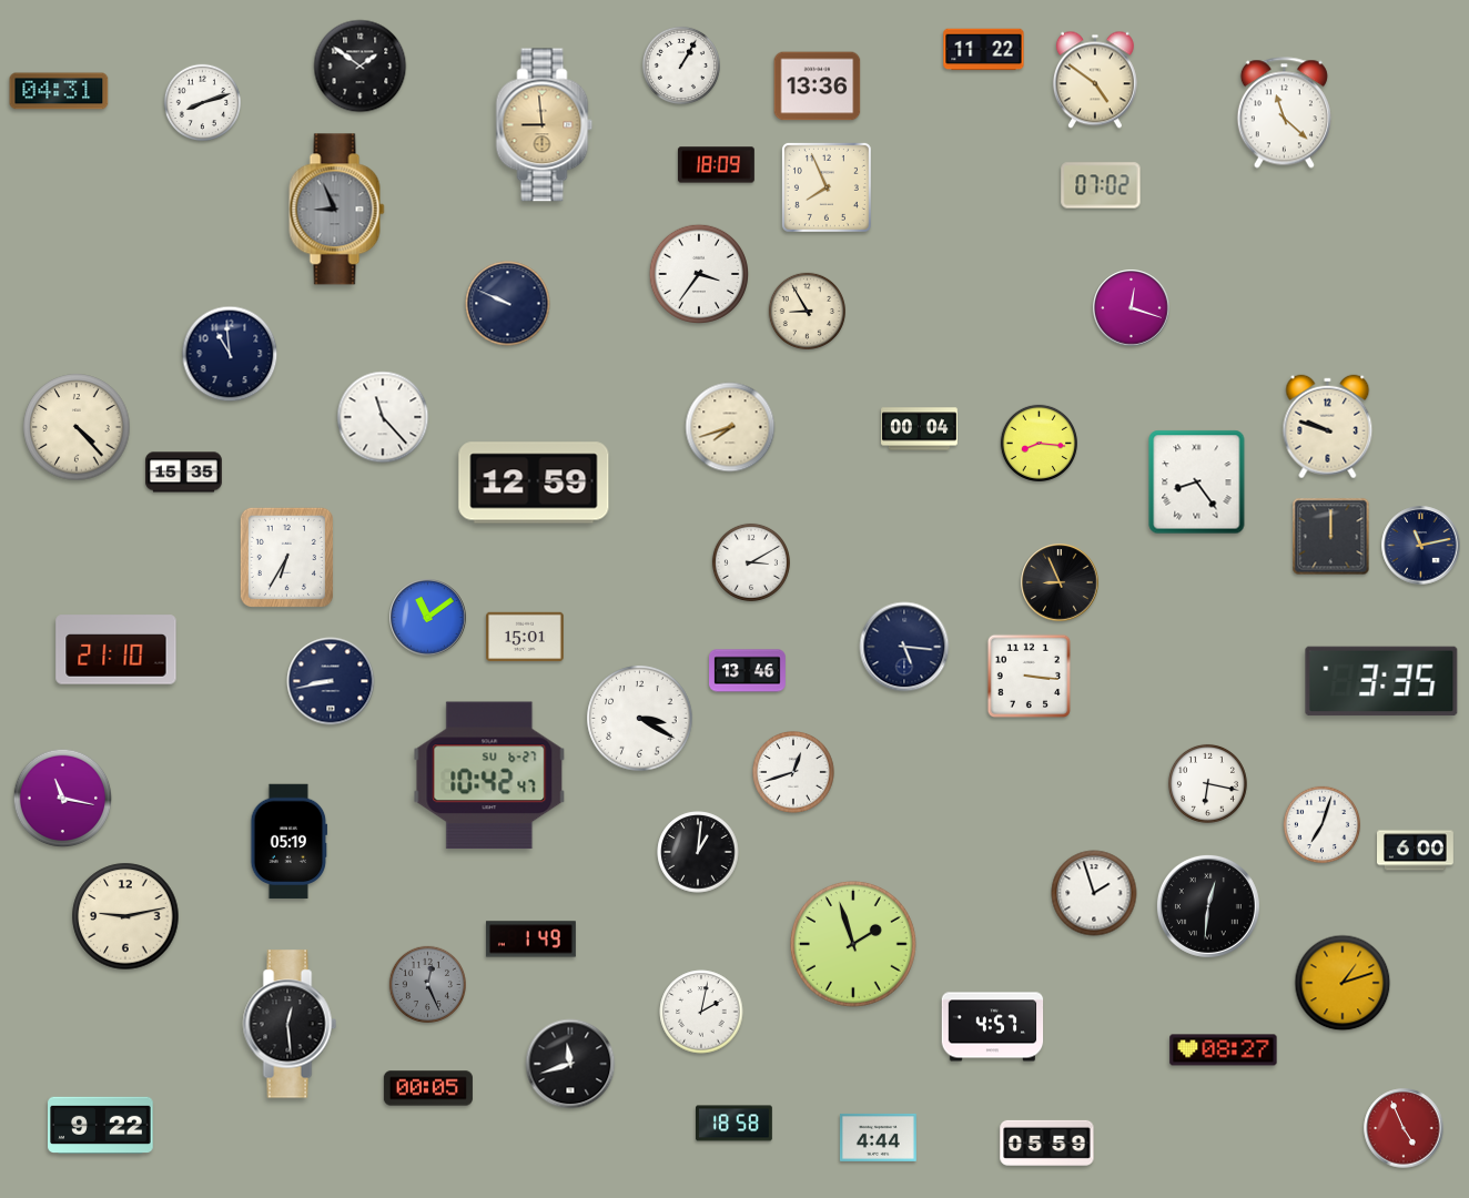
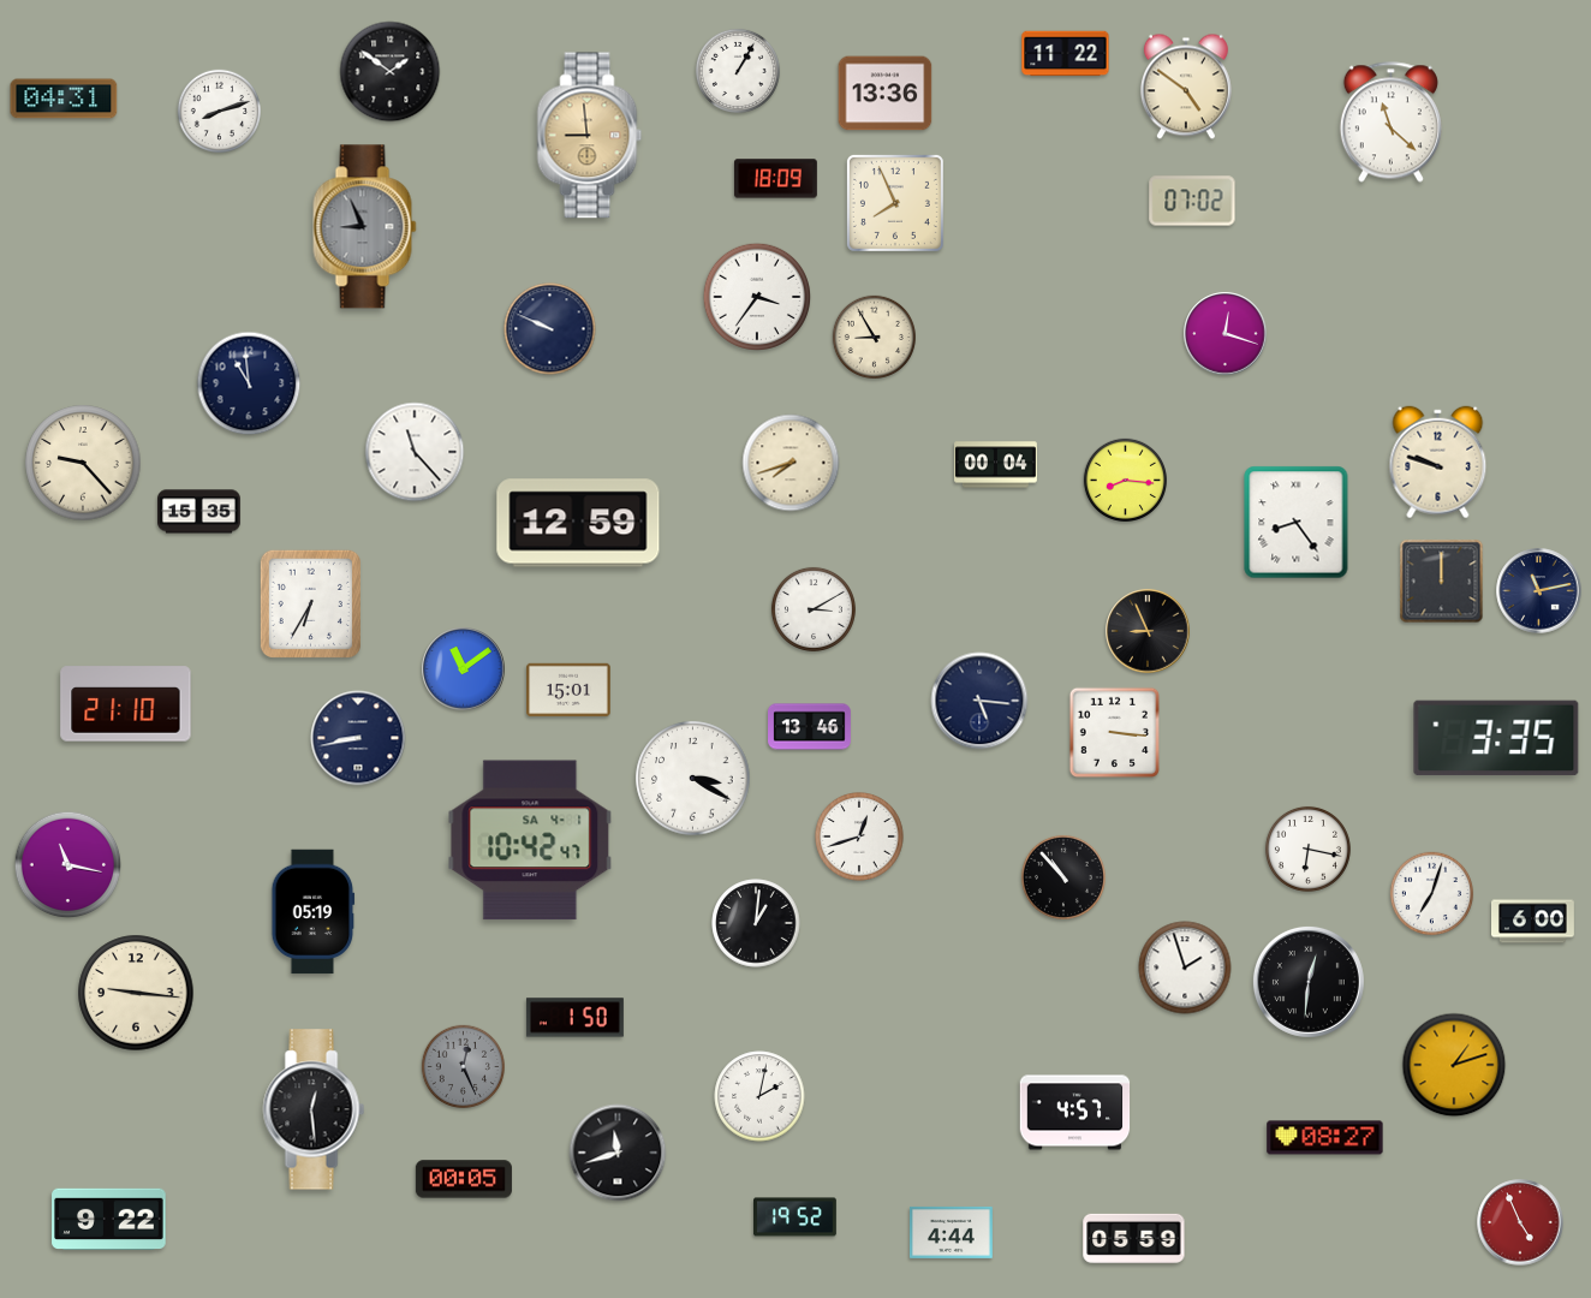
clock at (77, 427): 4:23 -> 9:23
clock at (489, 775) date: SU 6-27 -> SA 4-1
clock at (1063, 877): none -> 10:53
clock at (125, 916): 9:13 -> 9:16
clock at (530, 940): 1:49 -> 1:50
clock at (853, 944): 1:57 -> none
clock at (734, 1124): 18:58 -> 19:52
